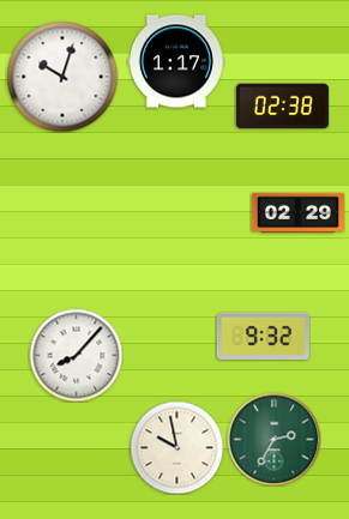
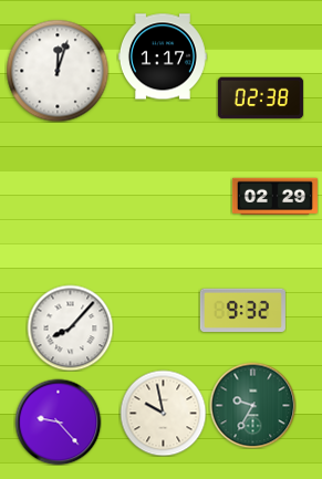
clock at (62, 77): 10:03 -> 12:03
clock at (273, 439): 2:35 -> 9:35
clock at (58, 421): none -> 9:23
